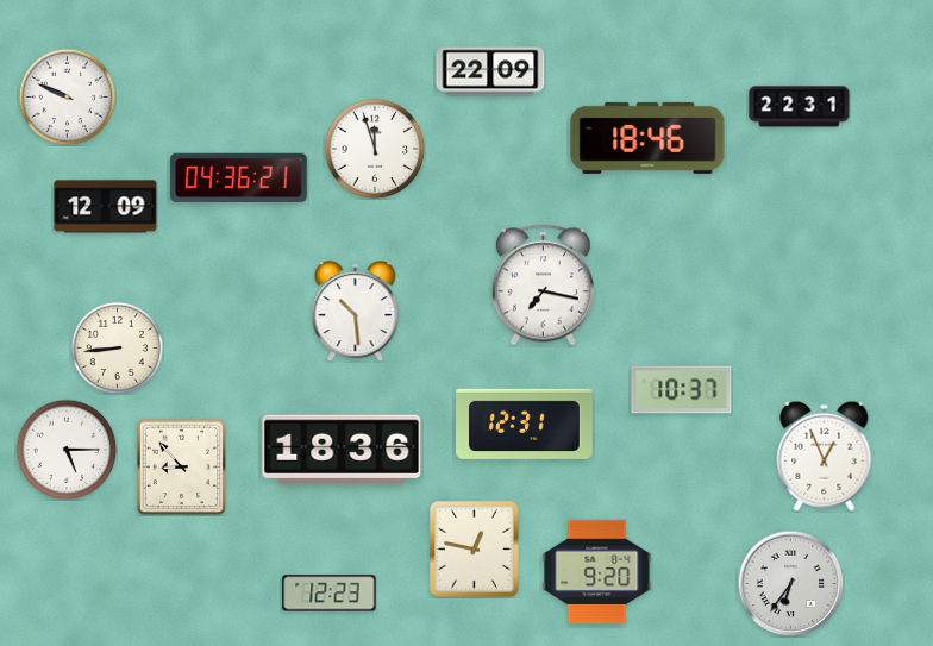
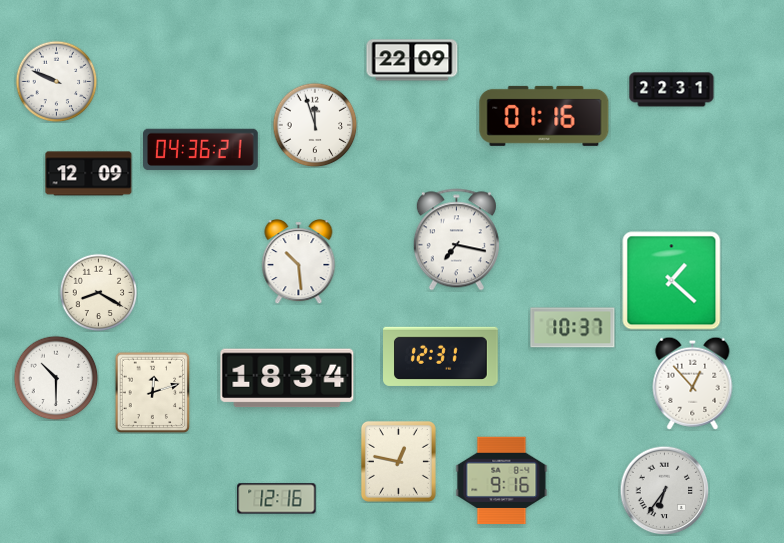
clock at (647, 138): 18:46 -> 01:16
clock at (672, 281): none -> 1:22
clock at (117, 347): 8:44 -> 8:20
clock at (67, 450): 5:15 -> 10:30
clock at (342, 450): 18:36 -> 18:34
clock at (825, 456): 12:56 -> 12:53
clock at (182, 466): 8:53 -> 12:12
clock at (597, 572): 9:20 -> 9:16
clock at (330, 594): 12:23 -> 12:16
